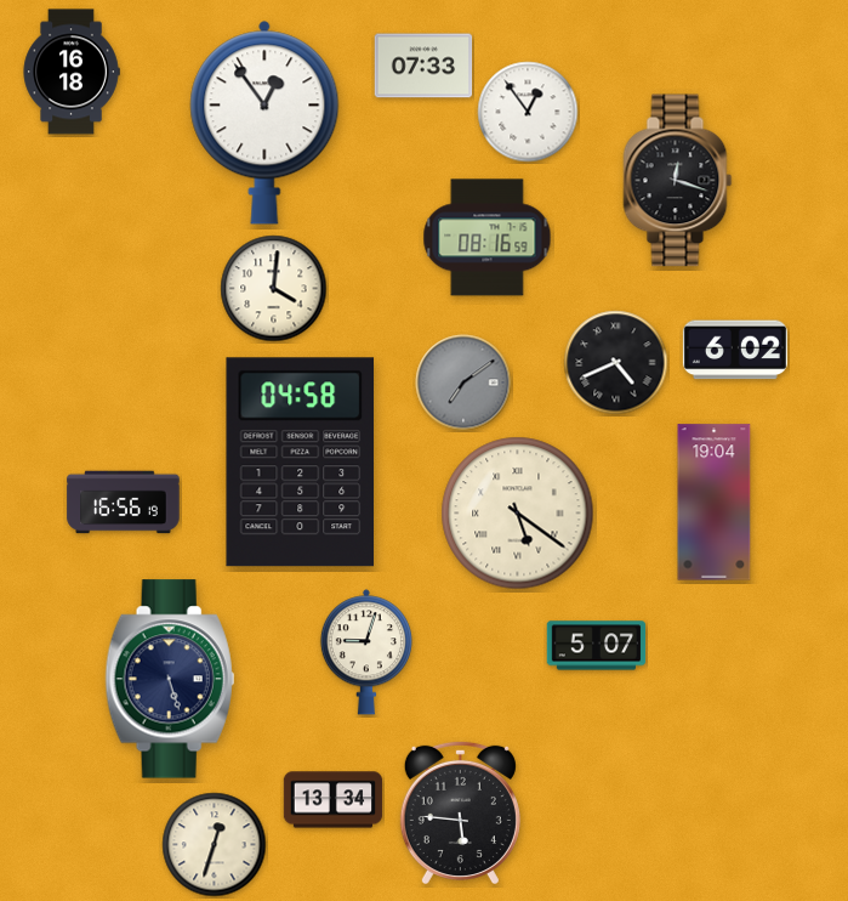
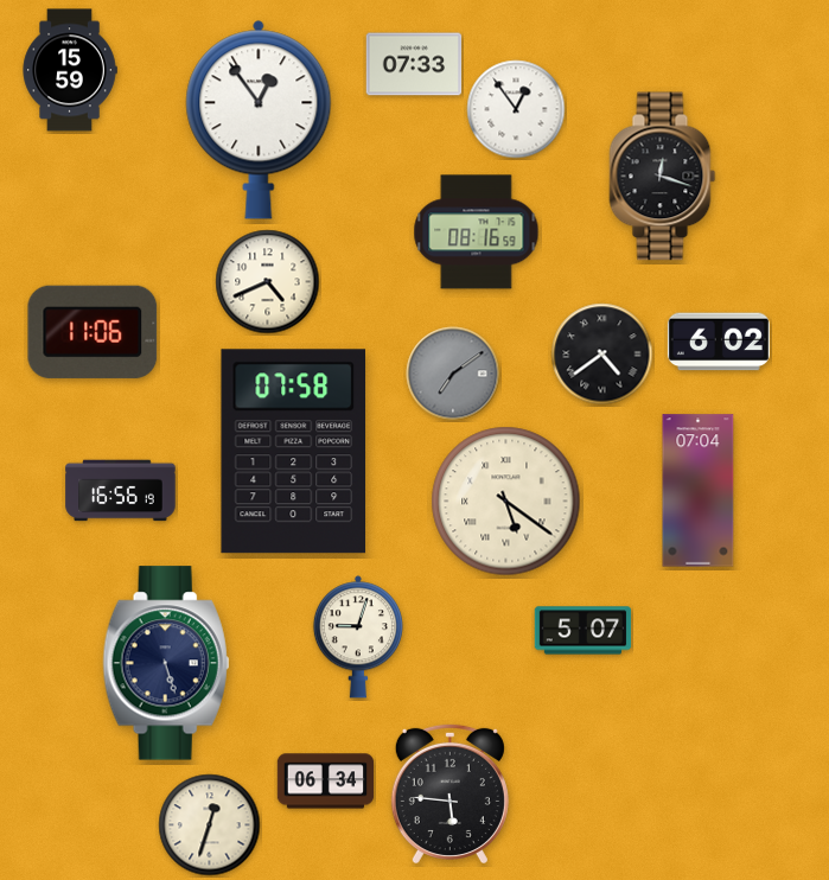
clock at (72, 72): 16:18 -> 15:59
clock at (274, 289): 4:01 -> 4:41
clock at (93, 332): none -> 11:06
clock at (616, 363): 4:41 -> 4:39
clock at (301, 463): 04:58 -> 07:58
clock at (715, 503): 19:04 -> 07:04
clock at (334, 800): 13:34 -> 06:34
